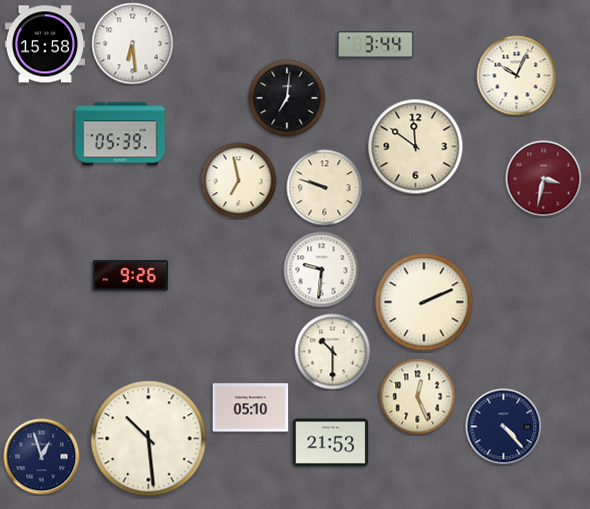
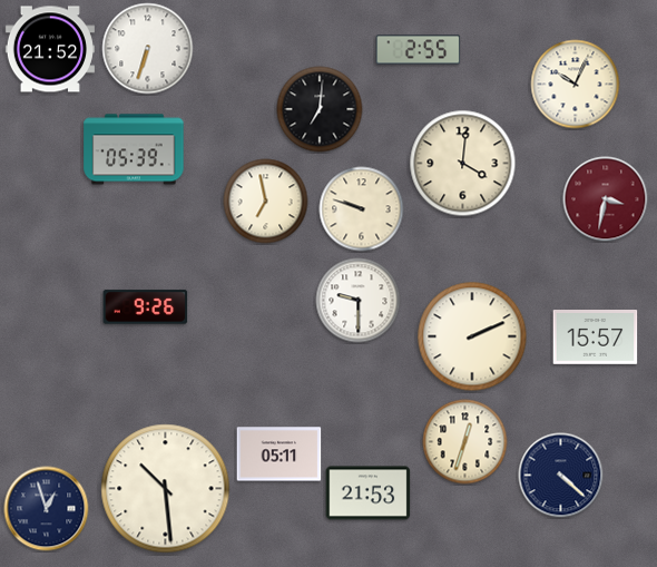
clock at (45, 44): 15:58 -> 21:52
clock at (133, 44): 6:29 -> 6:33
clock at (376, 45): 3:44 -> 2:55
clock at (416, 147): 11:51 -> 4:01
clock at (322, 270): 9:31 -> 9:30
clock at (596, 338): none -> 15:57
clock at (333, 352): 10:30 -> none
clock at (418, 397): 12:26 -> 12:33
clock at (251, 408): 05:10 -> 05:11
clock at (504, 427): 4:23 -> 4:22
